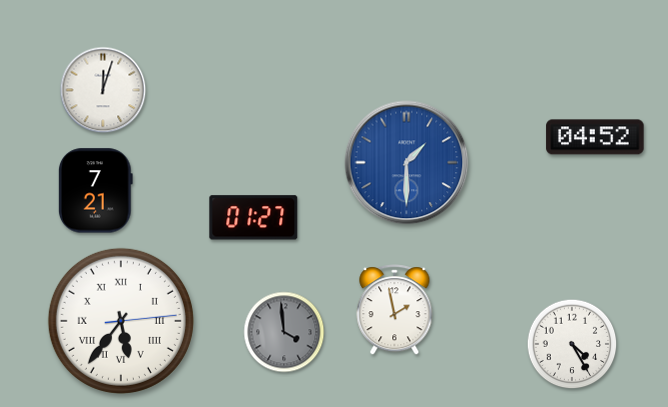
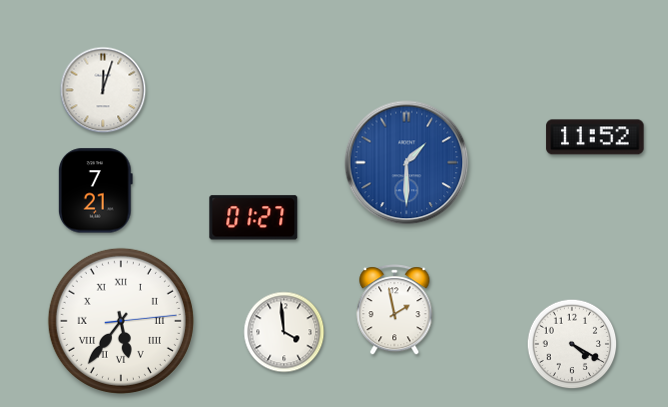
clock at (595, 137): 04:52 -> 11:52
clock at (284, 332) dial: grey -> white
clock at (572, 344): 4:25 -> 4:20
